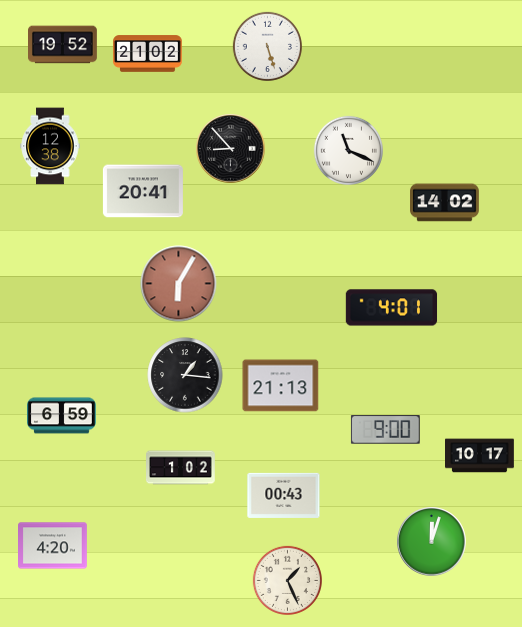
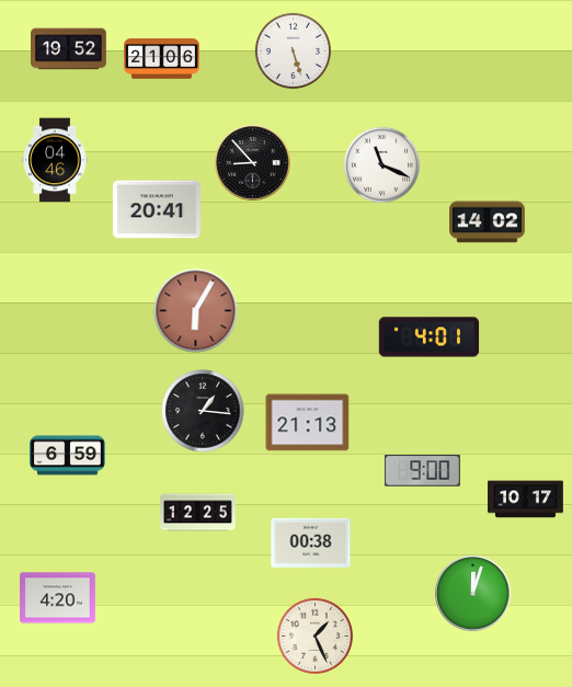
clock at (148, 54): 21:02 -> 21:06
clock at (50, 146): 12:38 -> 04:46
clock at (181, 468): 1:02 -> 12:25
clock at (284, 495): 00:43 -> 00:38
